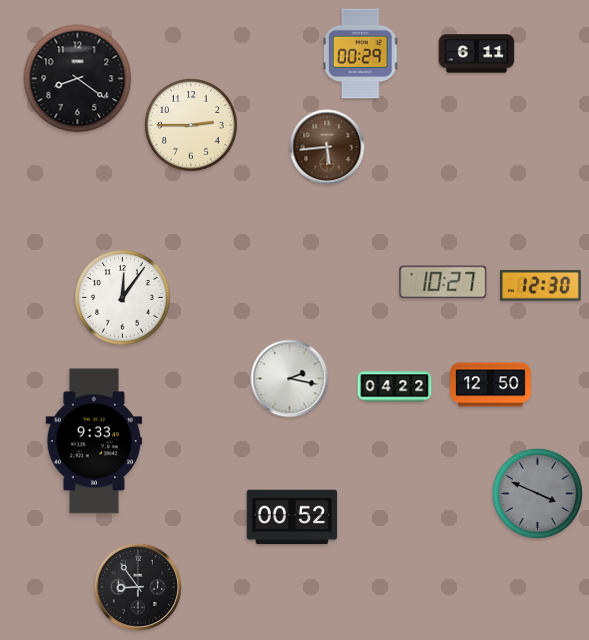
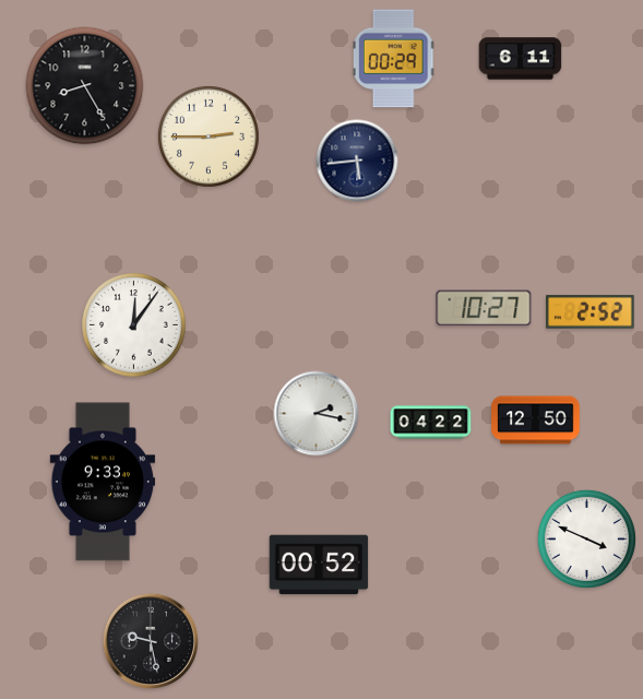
clock at (78, 79): 8:21 -> 8:25
clock at (327, 147) dial: brown -> navy
clock at (541, 286): 12:30 -> 2:52
clock at (537, 493) dial: grey -> white
clock at (138, 587): 8:54 -> 9:28
